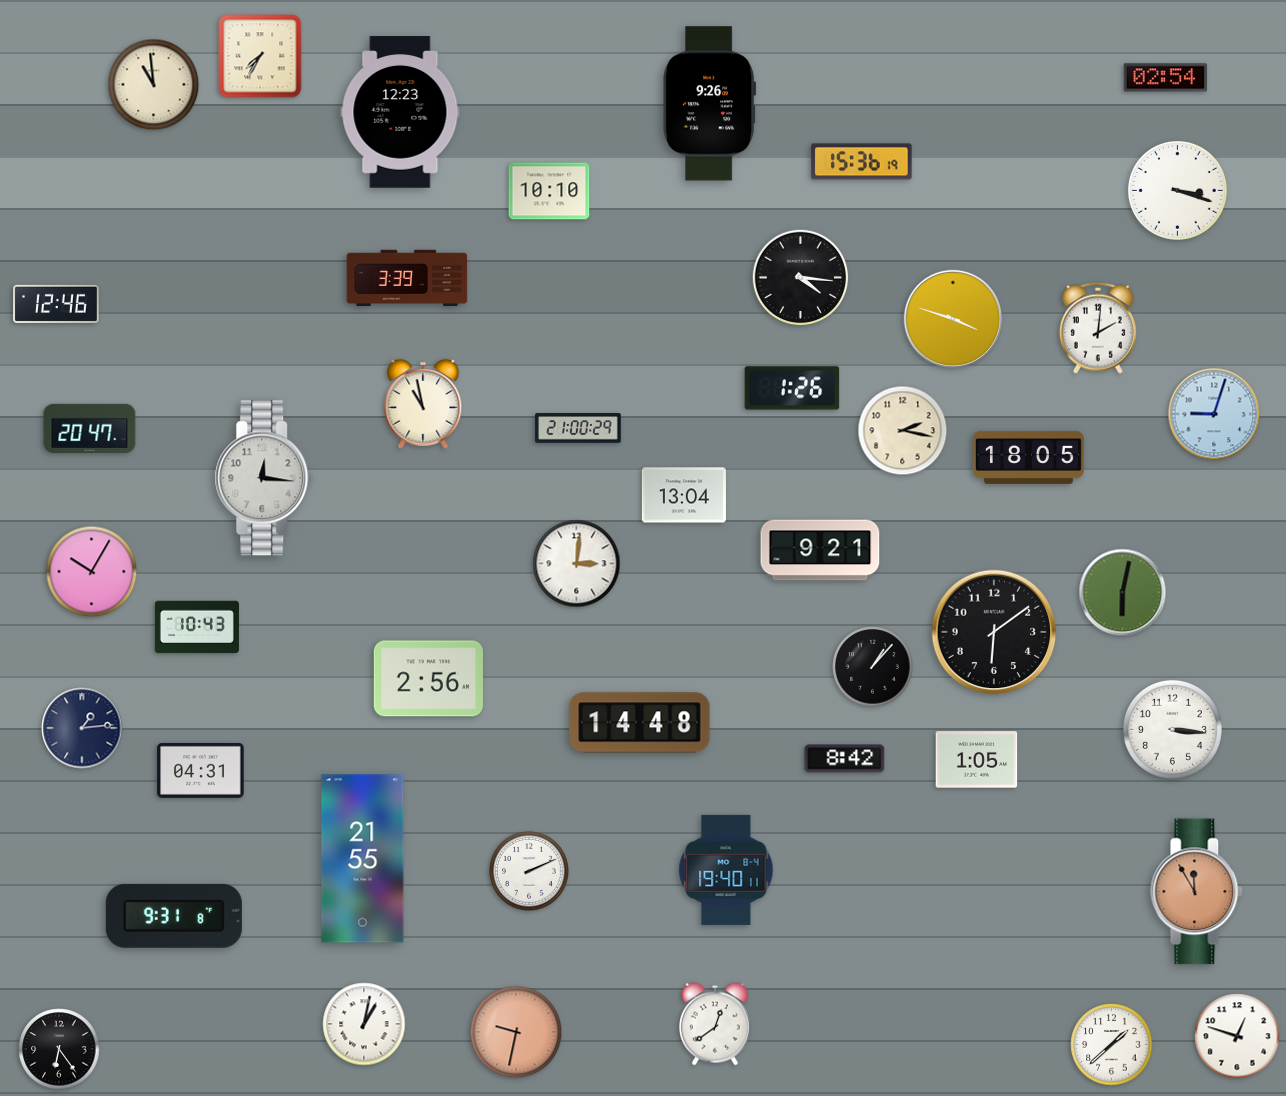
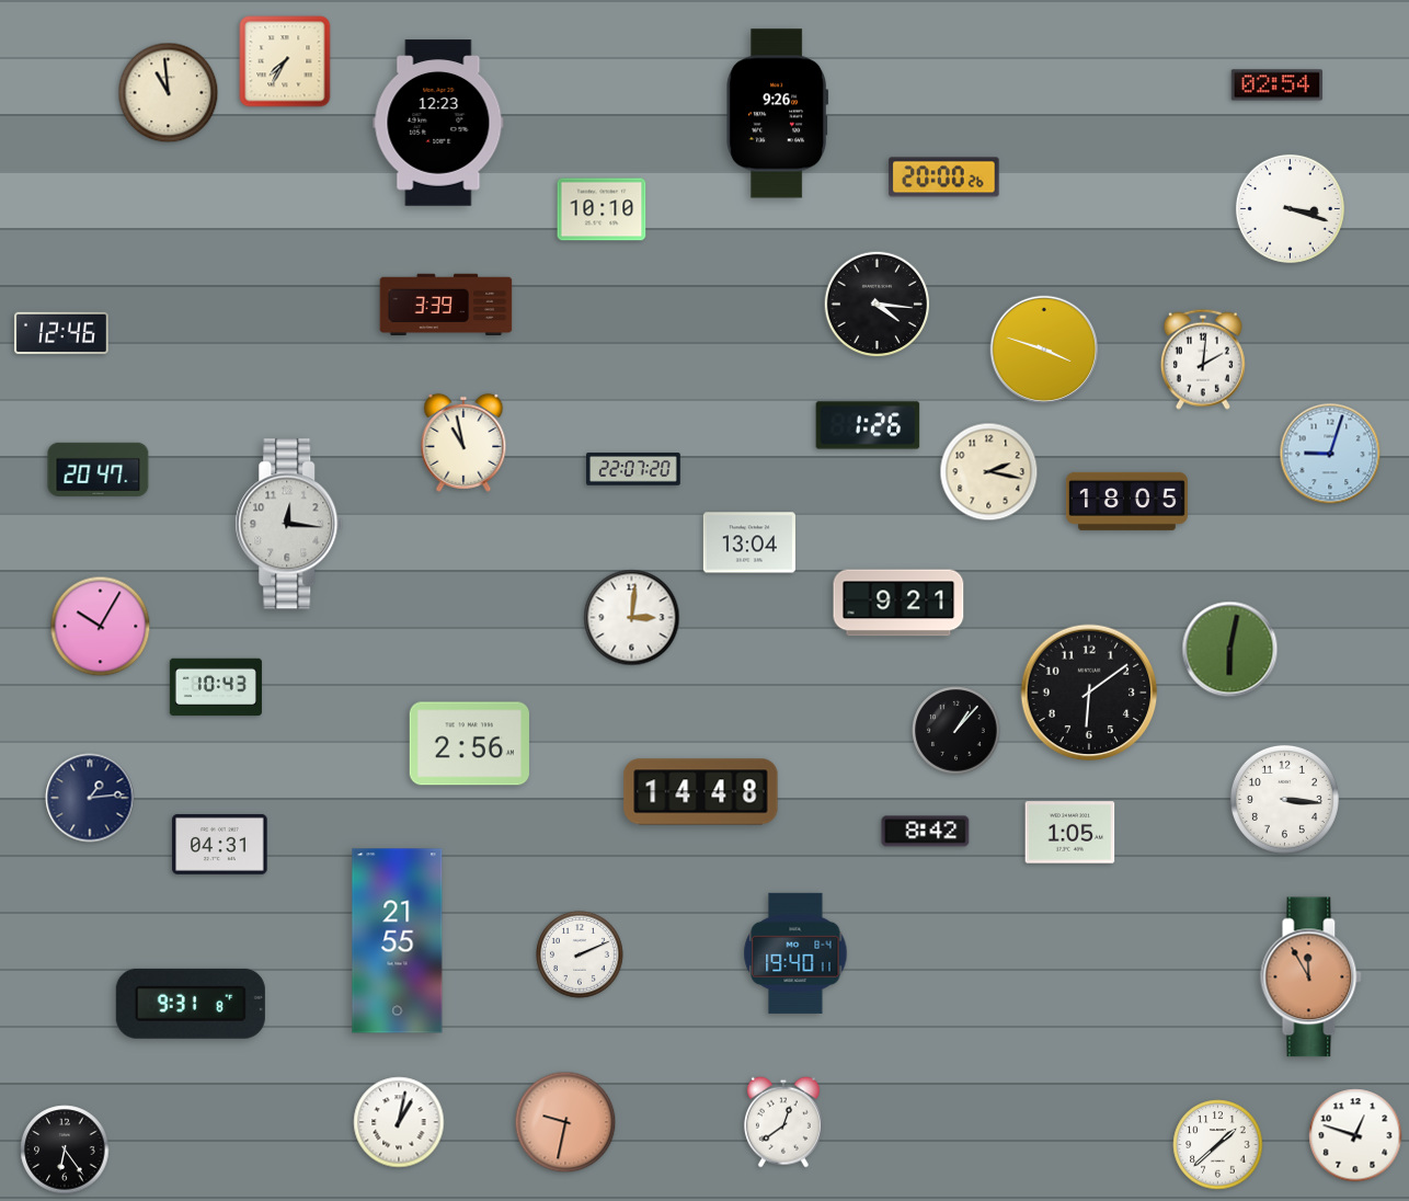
clock at (862, 162): 15:36 -> 20:00
clock at (578, 428): 21:00 -> 22:07
clock at (516, 1032) position: (516, 1032) -> (565, 1122)
